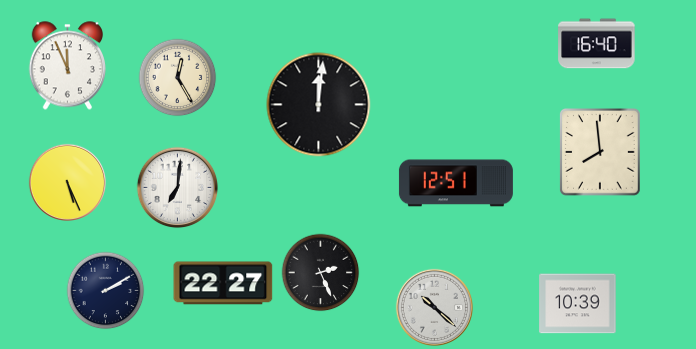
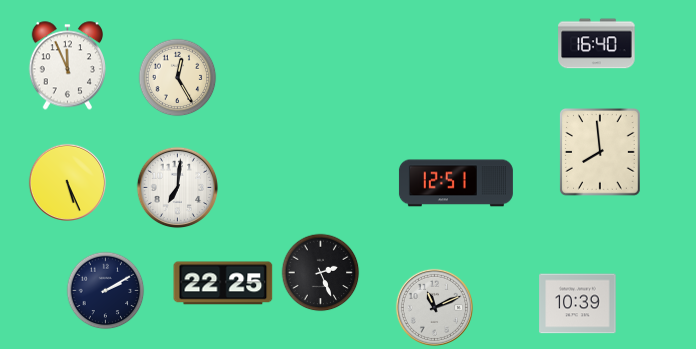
clock at (319, 105): 12:01 -> none
clock at (223, 283): 22:27 -> 22:25
clock at (434, 307): 10:22 -> 11:11
